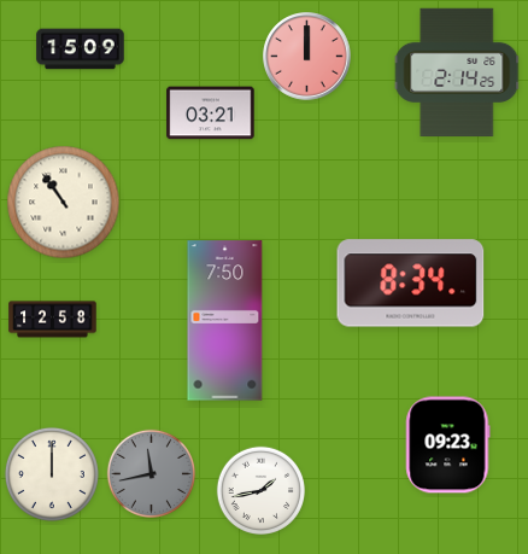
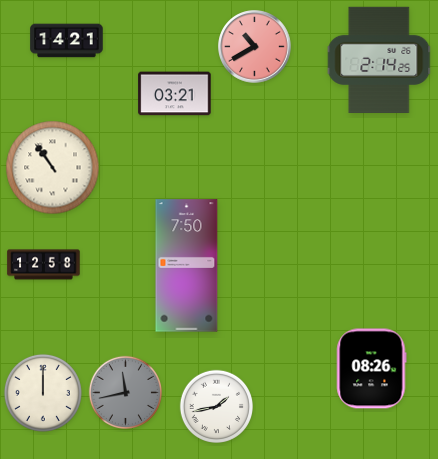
clock at (81, 49): 15:09 -> 14:21
clock at (307, 57): 12:00 -> 10:40
clock at (411, 284): 8:34 -> none
clock at (448, 445): 09:23 -> 08:26
